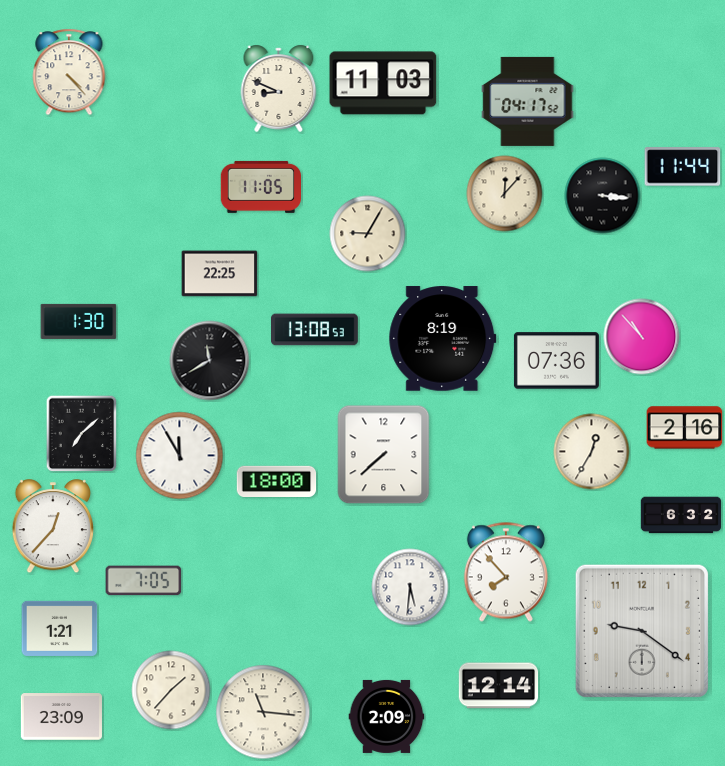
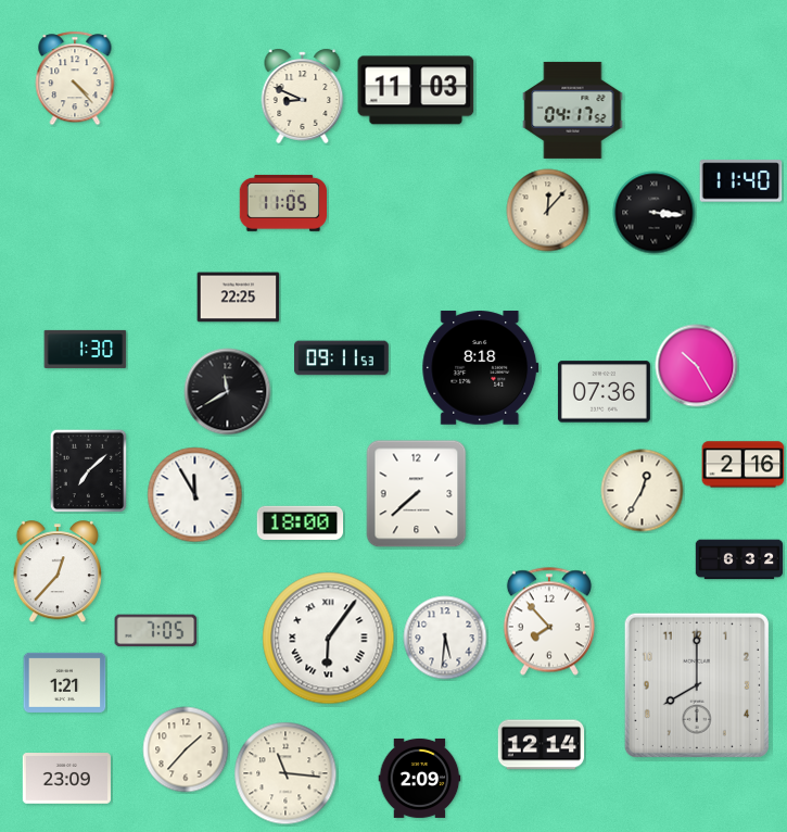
clock at (683, 167): 11:44 -> 11:40
clock at (368, 234): 9:05 -> none
clock at (315, 330): 13:08 -> 09:11
clock at (642, 337): 10:53 -> 10:25
clock at (443, 339): 8:19 -> 8:18
clock at (329, 639): none -> 6:06
clock at (642, 631): 9:21 -> 8:00
